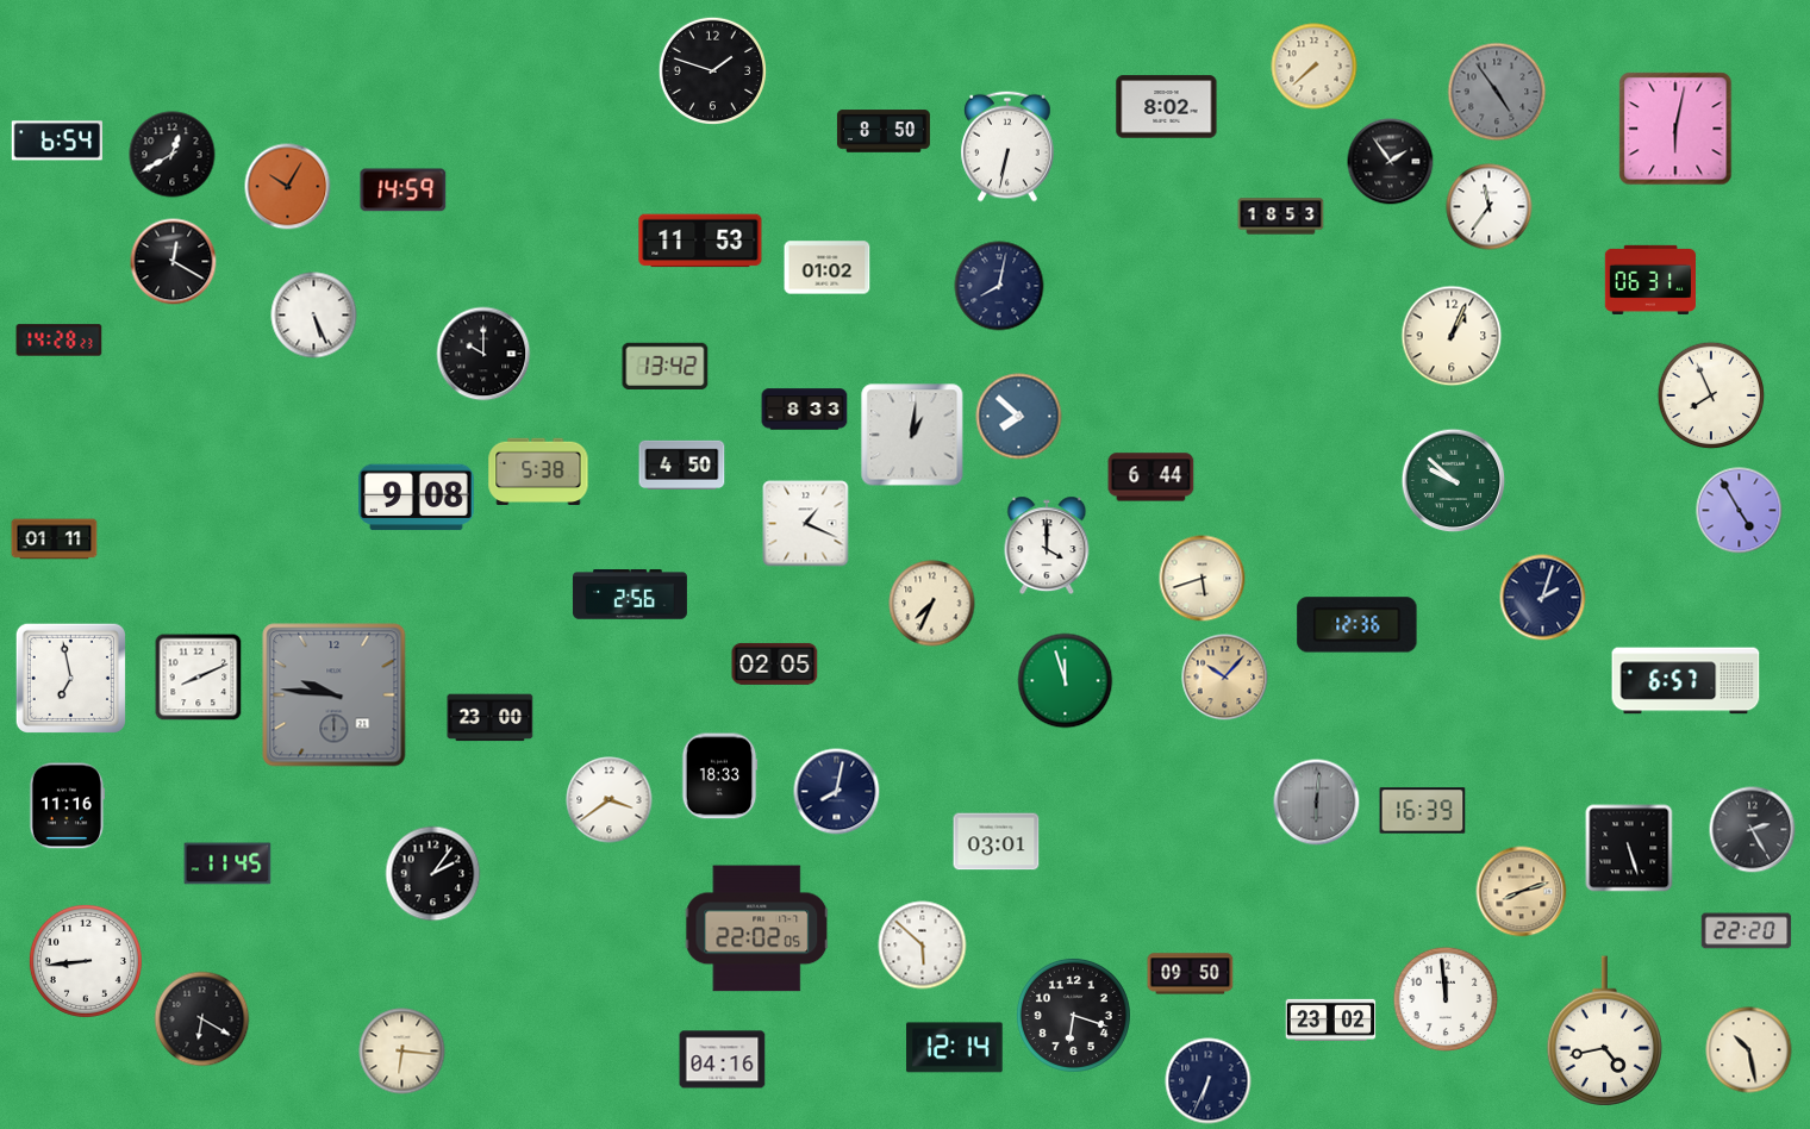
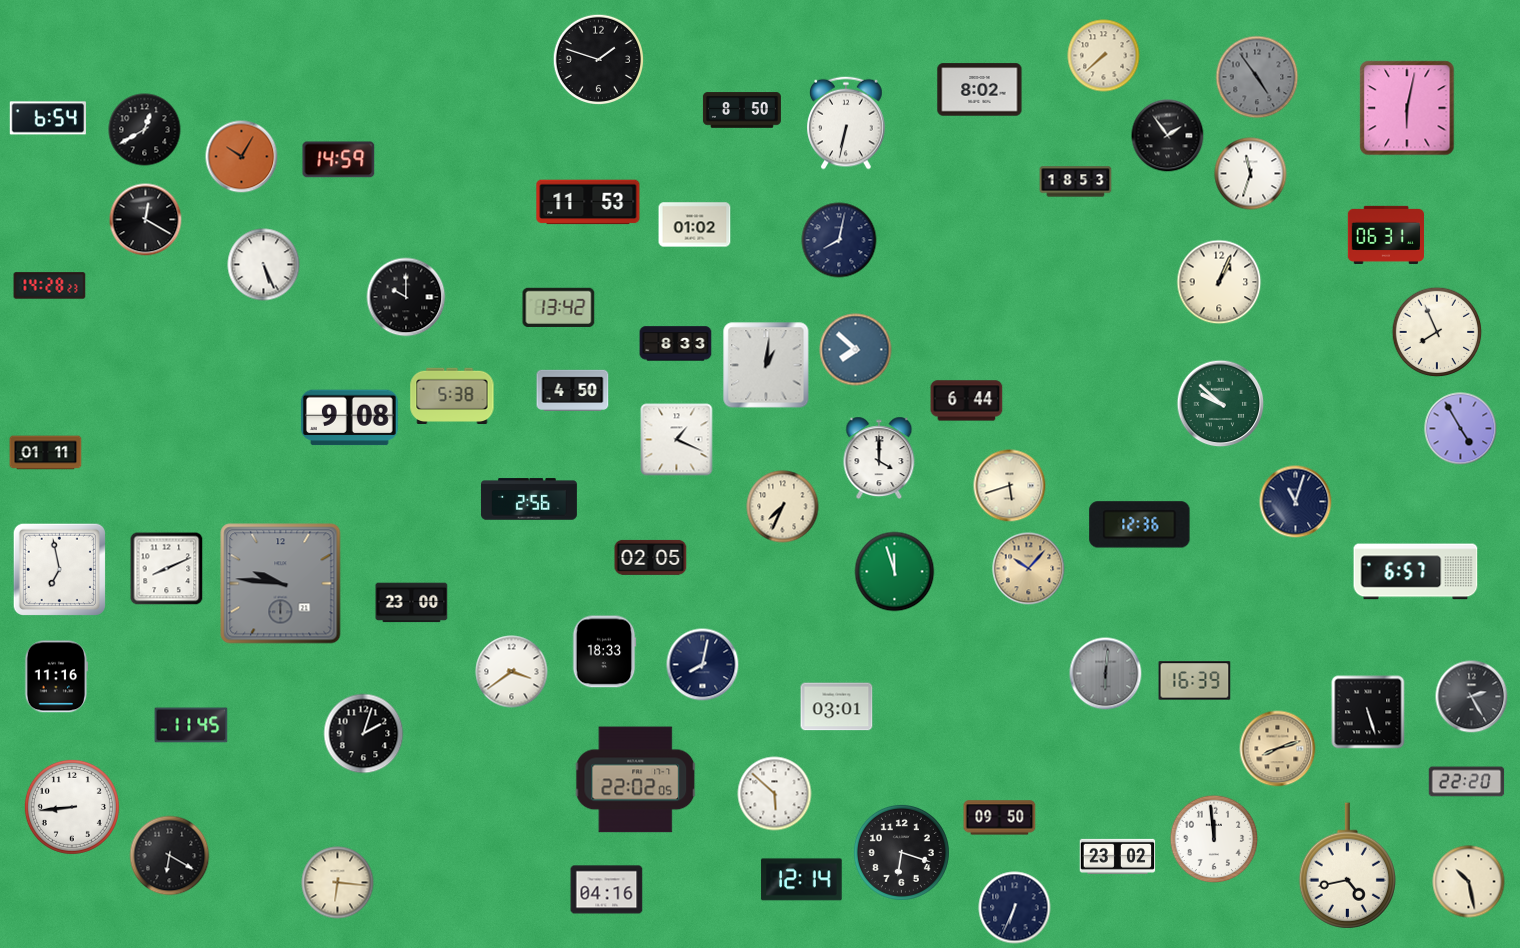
clock at (1490, 207): 11:36 -> 11:33
clock at (1543, 598): 2:03 -> 11:03
clock at (433, 874): 2:06 -> 2:03
